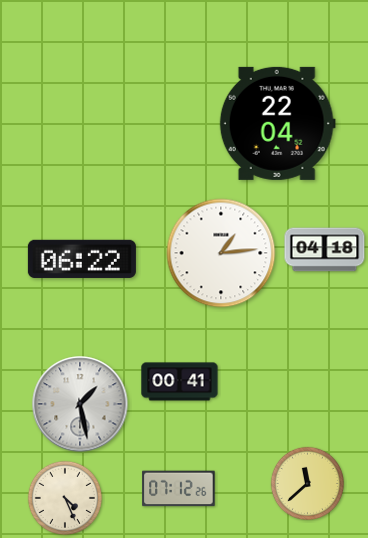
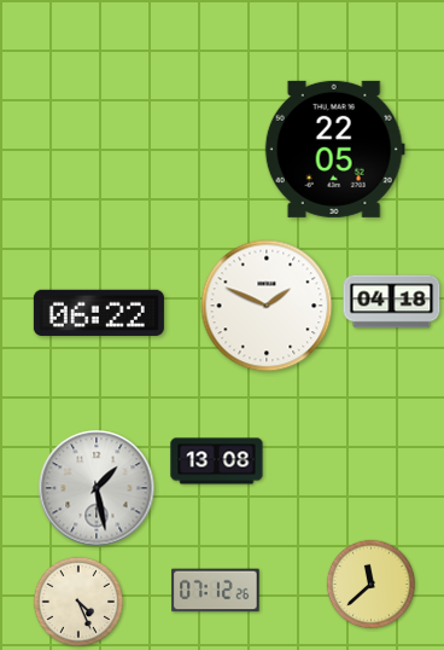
clock at (277, 123): 22:04 -> 22:05
clock at (221, 253): 1:14 -> 1:49
clock at (180, 382): 00:41 -> 13:08
